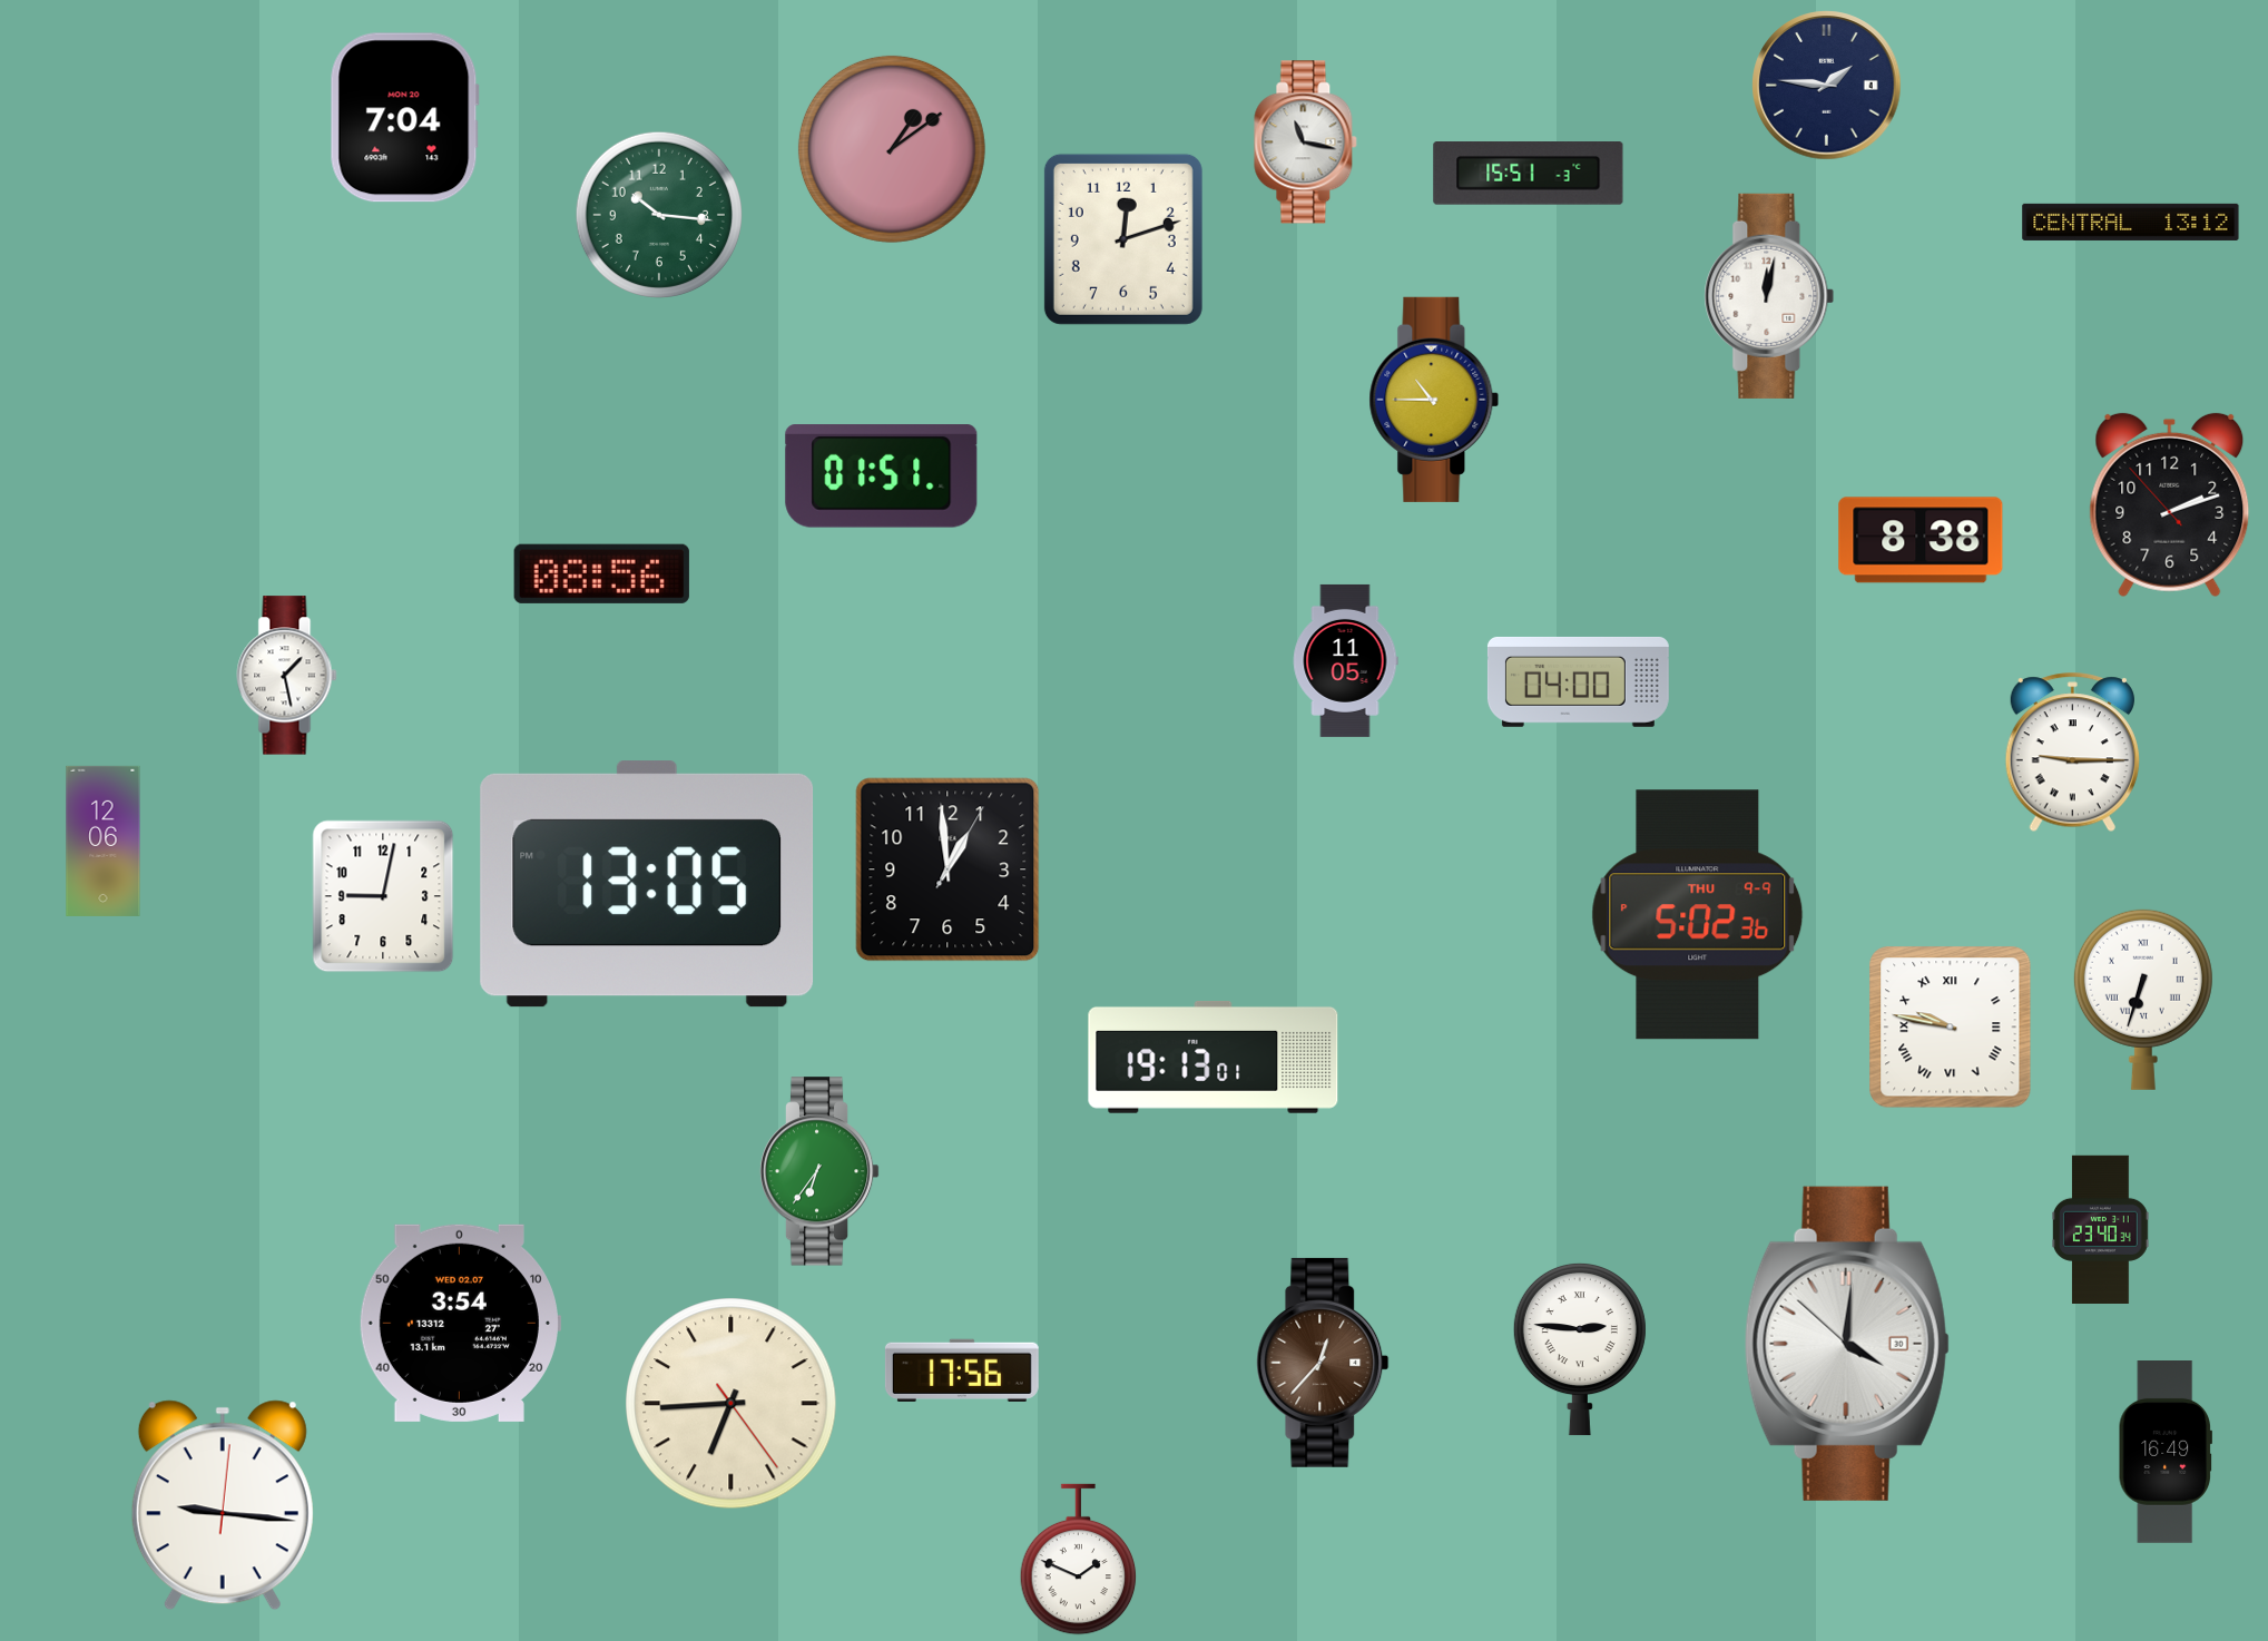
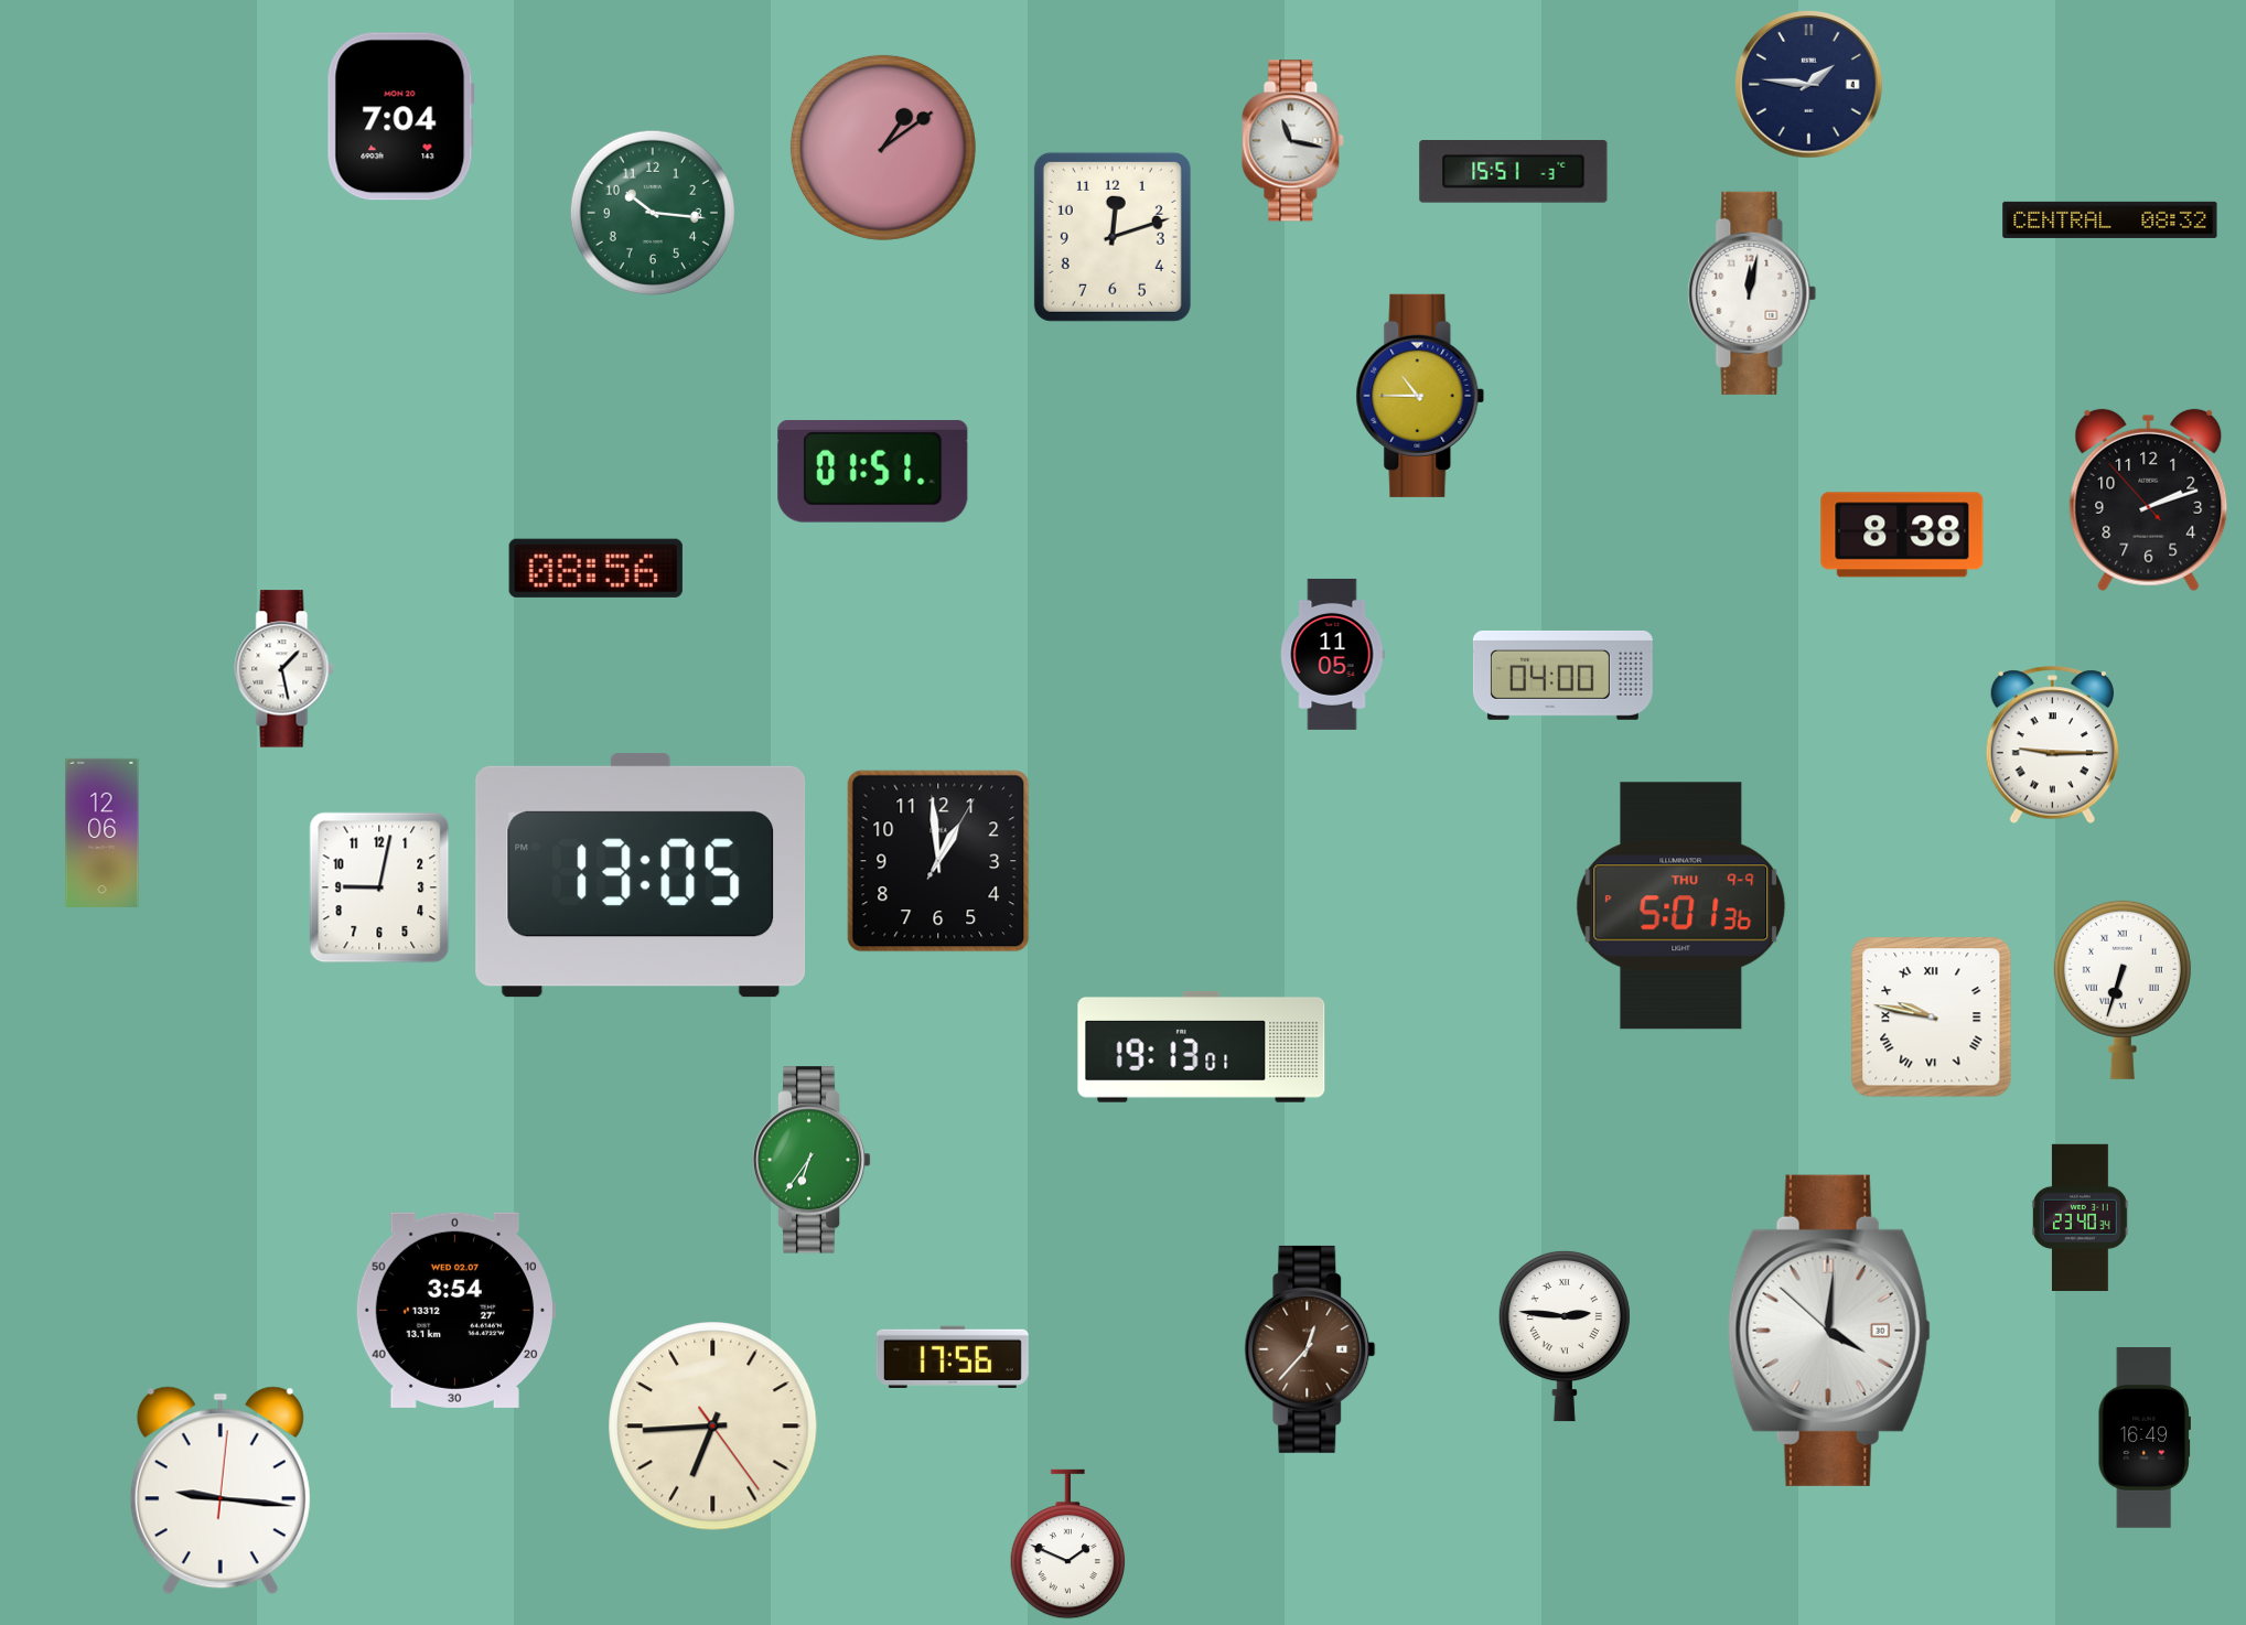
clock at (2131, 222): 13:12 -> 08:32
clock at (1698, 915): 5:02 -> 5:01
clock at (732, 1404) position: (732, 1404) -> (713, 1427)
